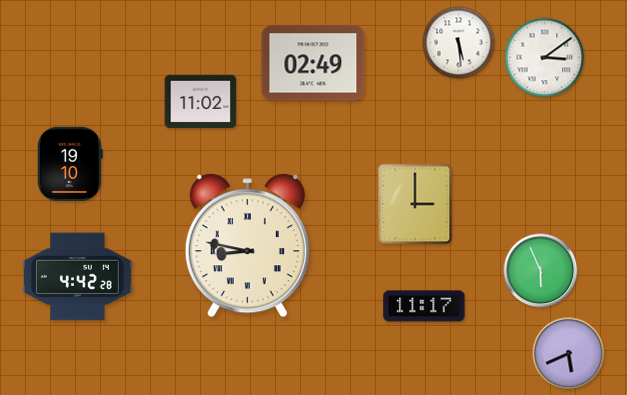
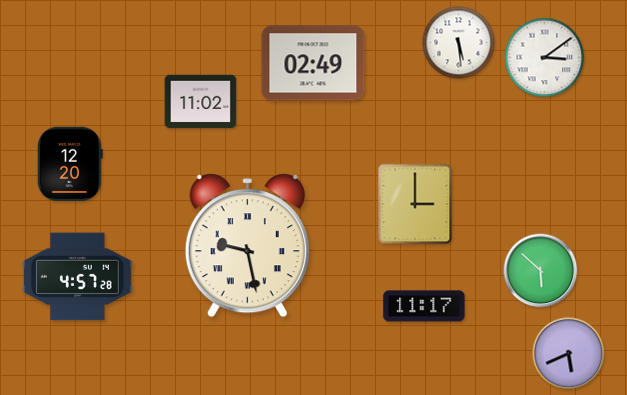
clock at (70, 164): 19:10 -> 12:20
clock at (247, 246): 8:47 -> 9:28
clock at (541, 271): 5:56 -> 5:52
clock at (77, 277): 4:42 -> 4:57
